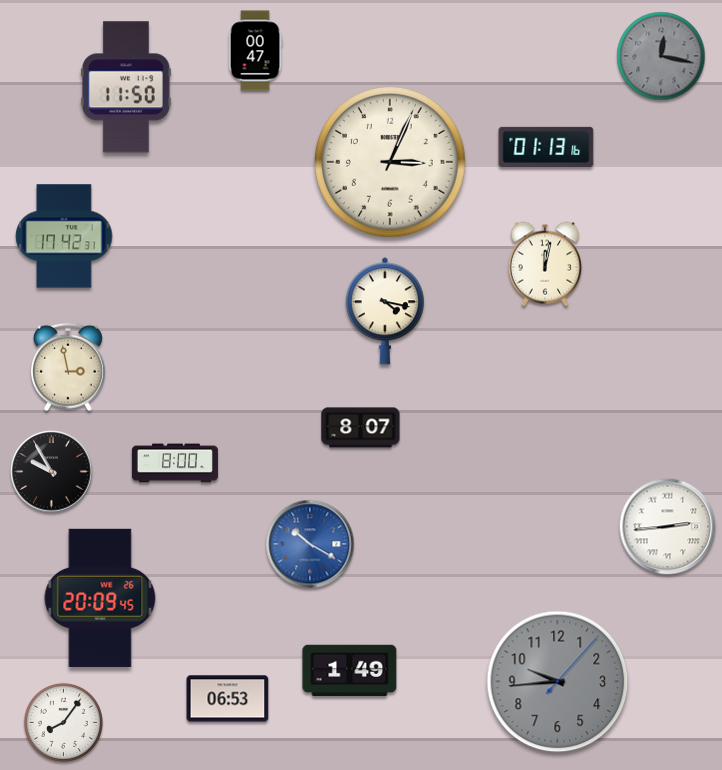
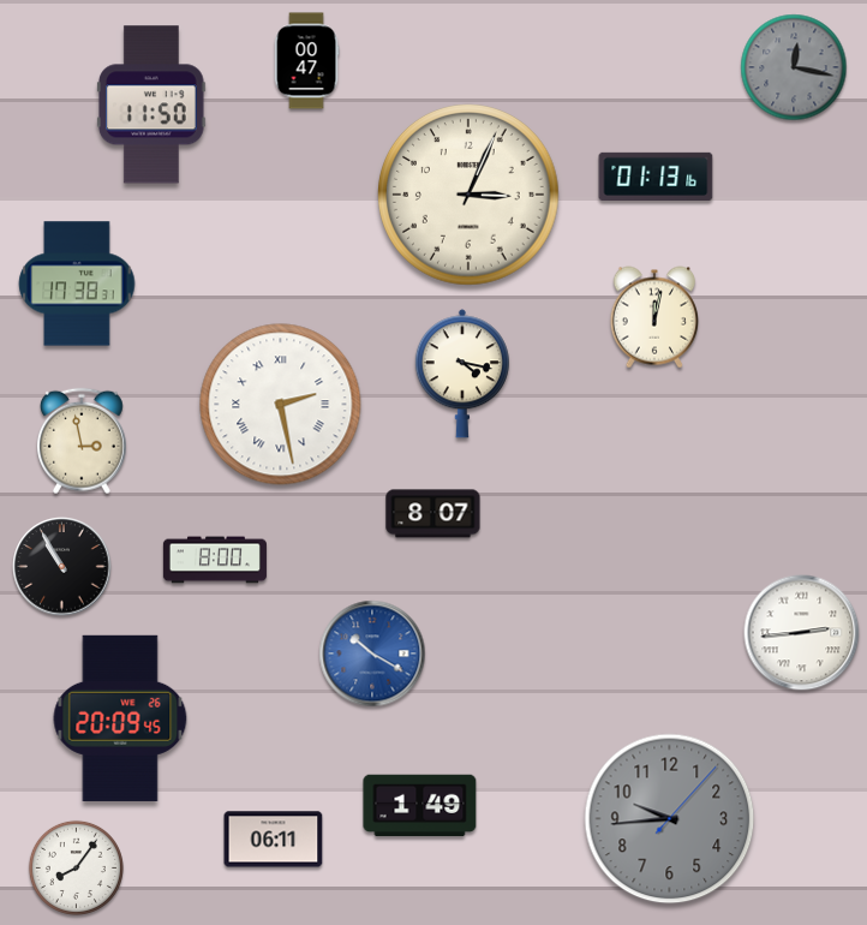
clock at (64, 236): 17:42 -> 17:38
clock at (281, 405): none -> 2:28
clock at (175, 463) position: (175, 463) -> (215, 560)
clock at (52, 472): 9:55 -> 10:55
clock at (228, 699): 06:53 -> 06:11
